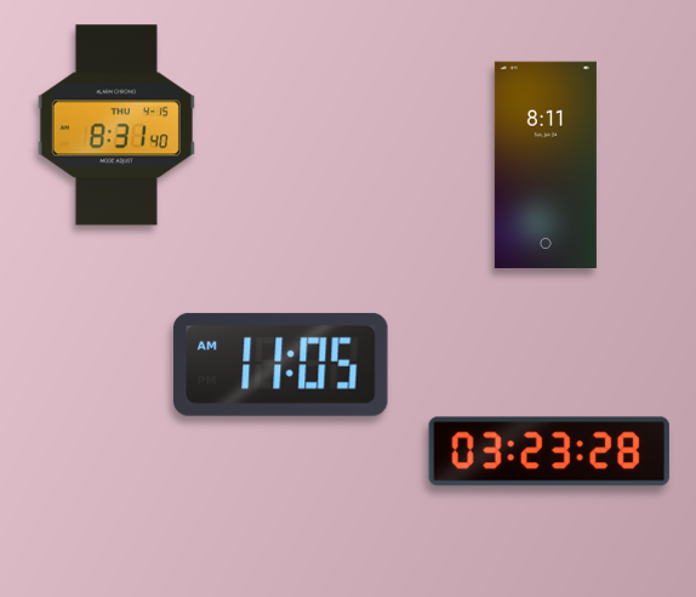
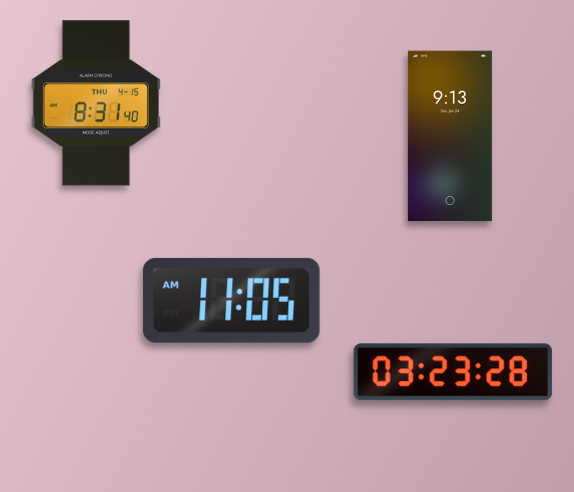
clock at (546, 165): 8:11 -> 9:13
